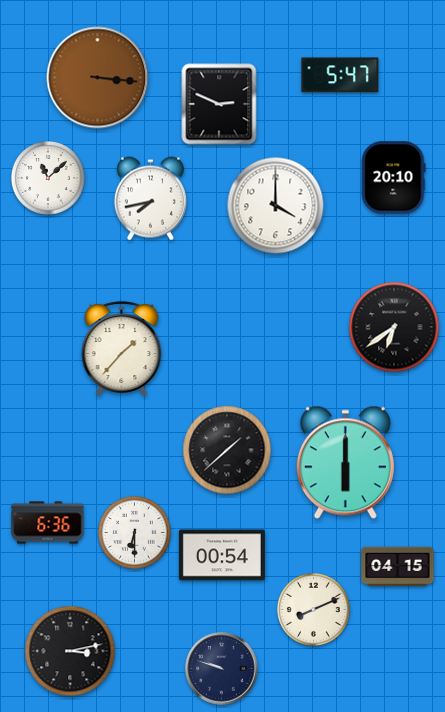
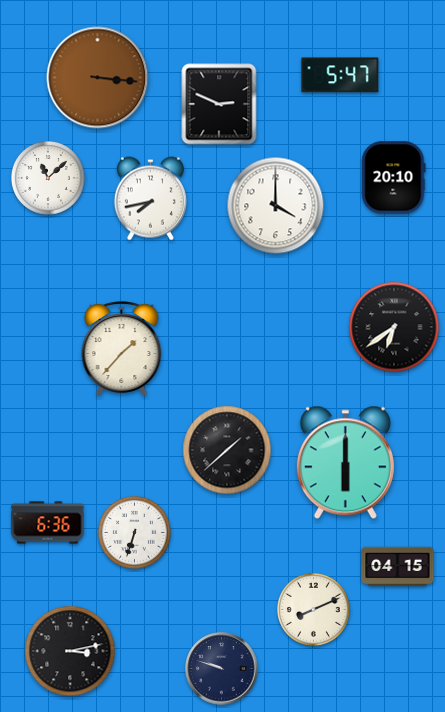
clock at (134, 532): 6:30 -> 6:33
clock at (222, 555): 00:54 -> none
